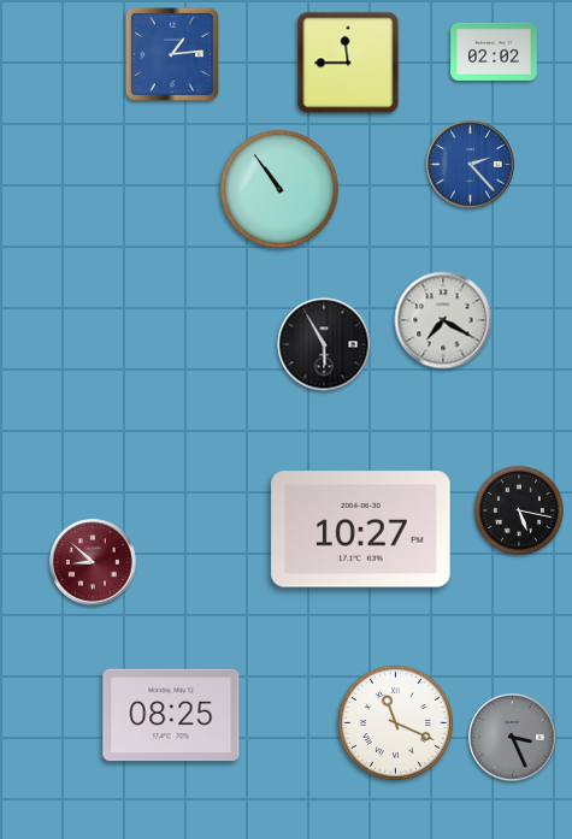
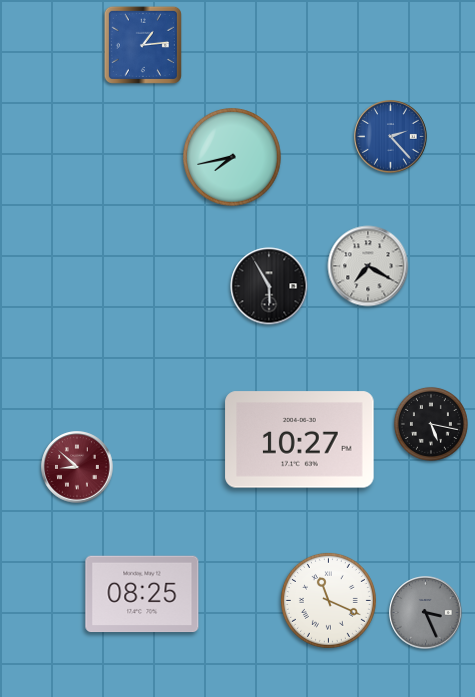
clock at (494, 52): 02:02 -> none
clock at (348, 63): 11:45 -> none
clock at (279, 189): 10:54 -> 7:43
